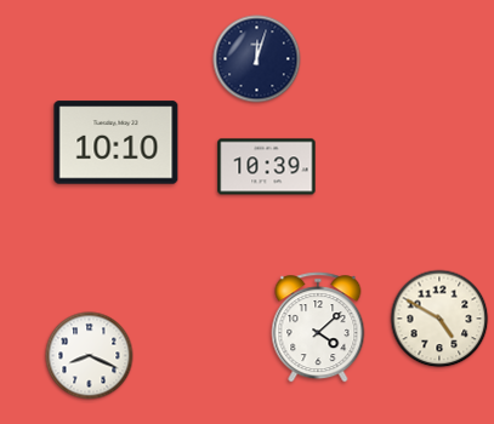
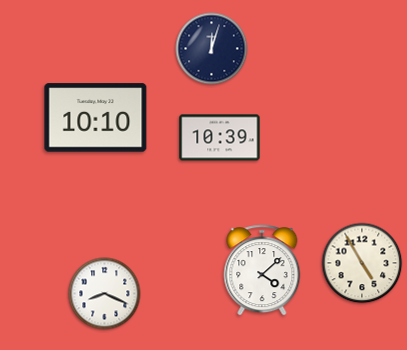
clock at (439, 319): 4:50 -> 4:55
clock at (90, 356) position: (90, 356) -> (105, 294)
